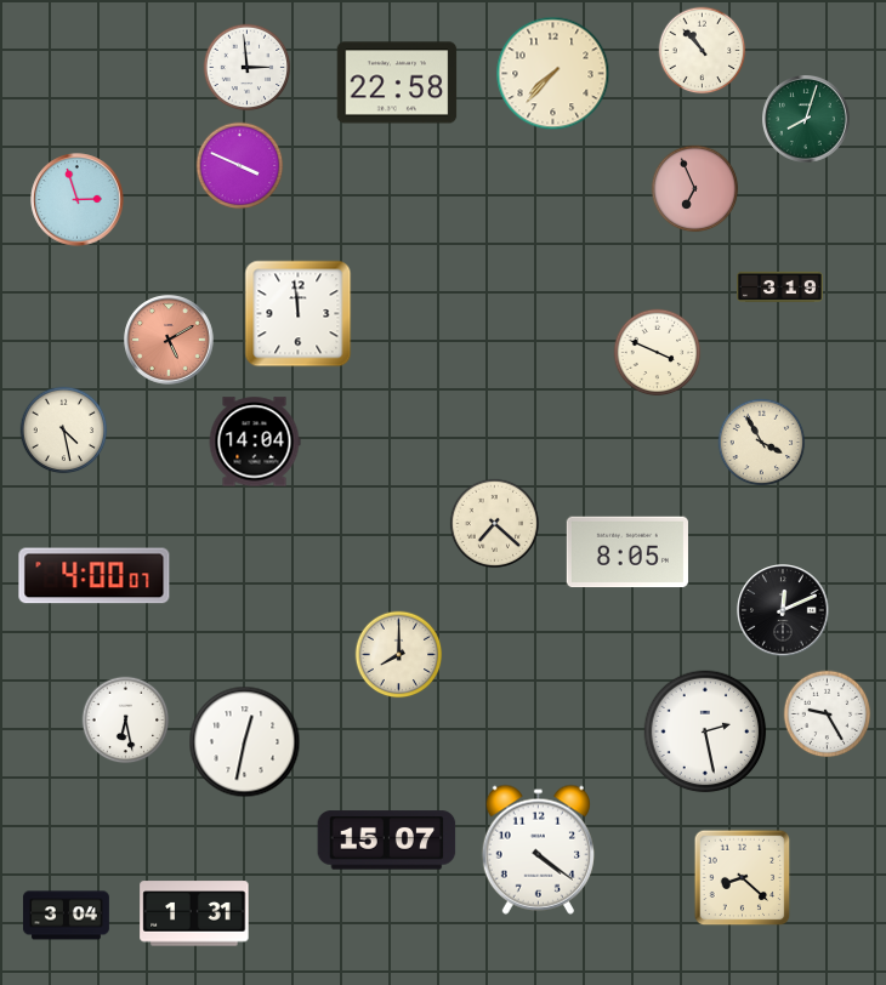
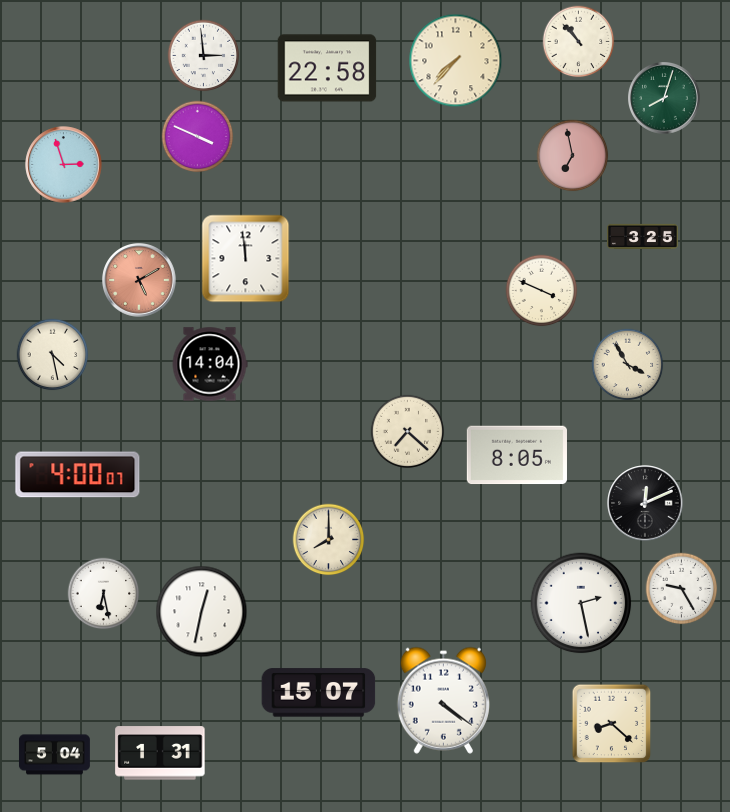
clock at (695, 189): 6:56 -> 6:58
clock at (780, 286): 3:19 -> 3:25
clock at (66, 916): 3:04 -> 5:04
